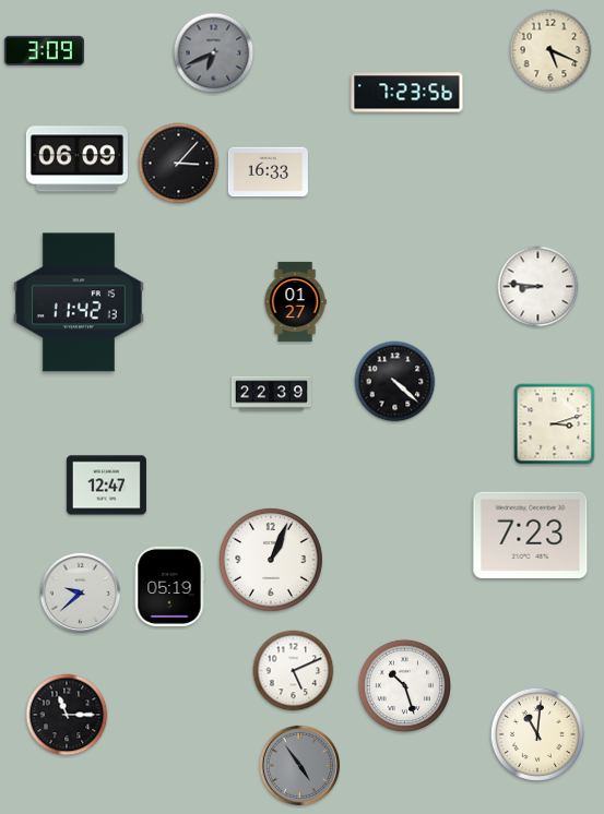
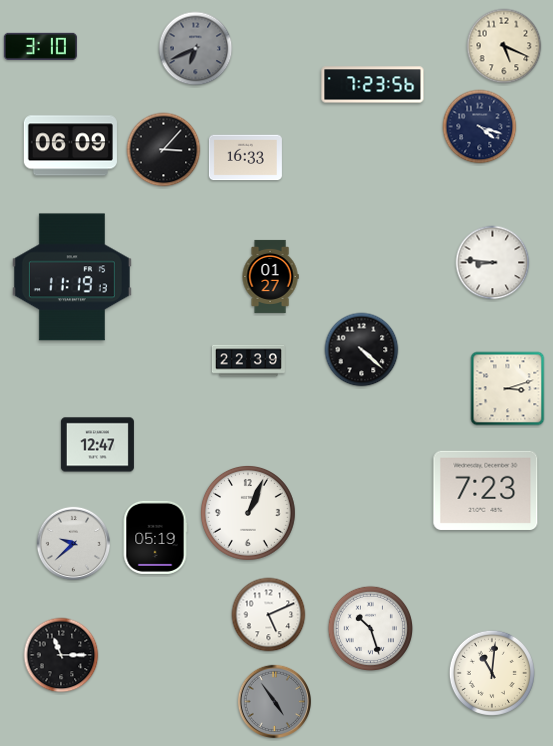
clock at (44, 50): 3:09 -> 3:10
clock at (480, 127): none -> 4:18
clock at (79, 302): 11:42 -> 11:19
